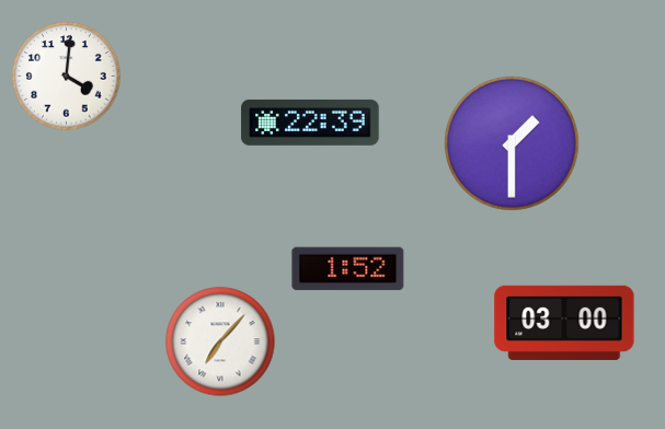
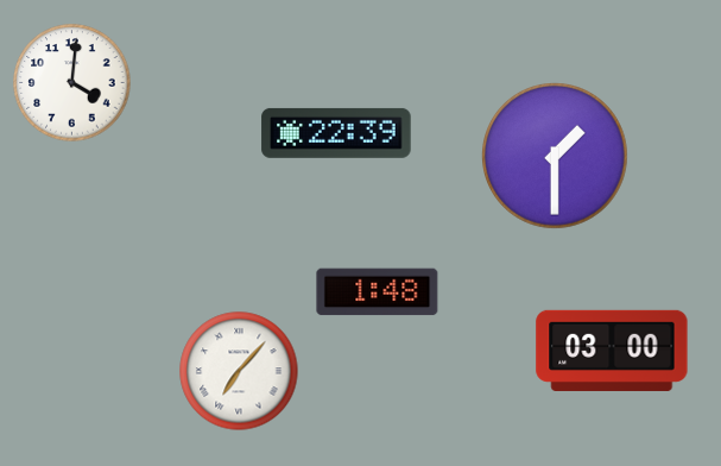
clock at (348, 269): 1:52 -> 1:48
